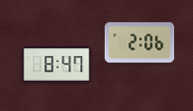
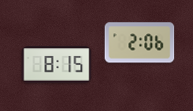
clock at (57, 65): 8:47 -> 8:15
